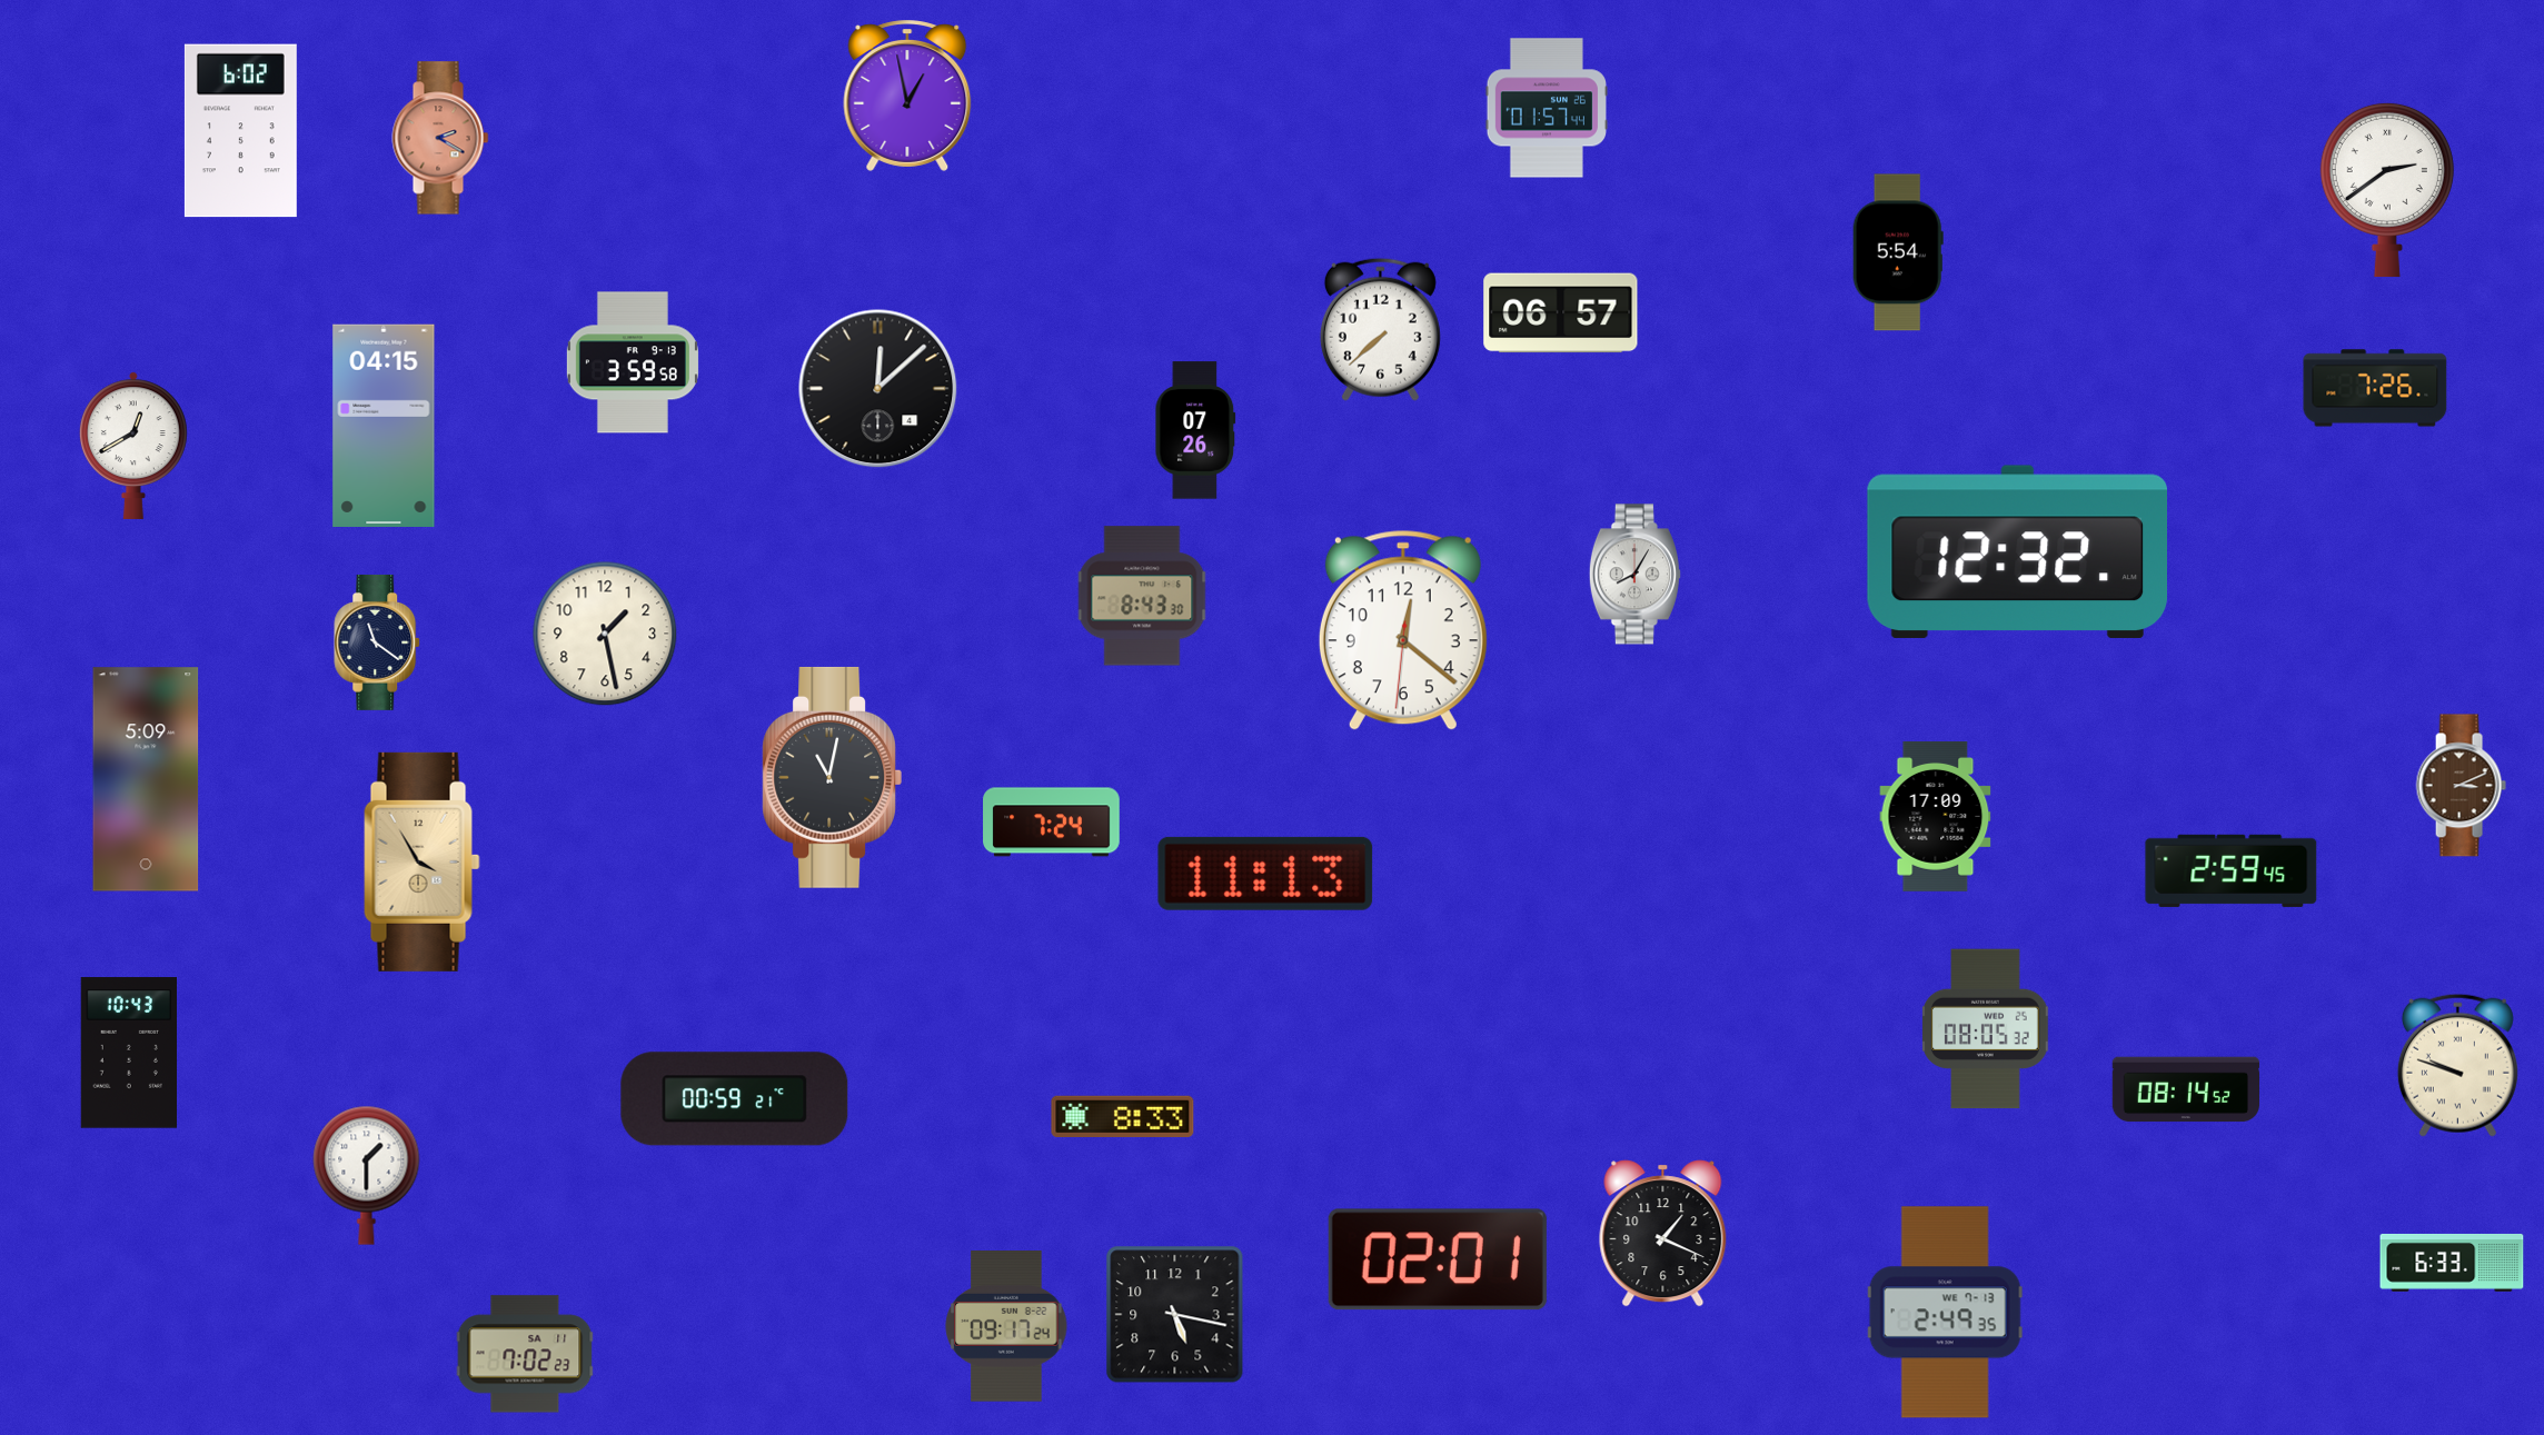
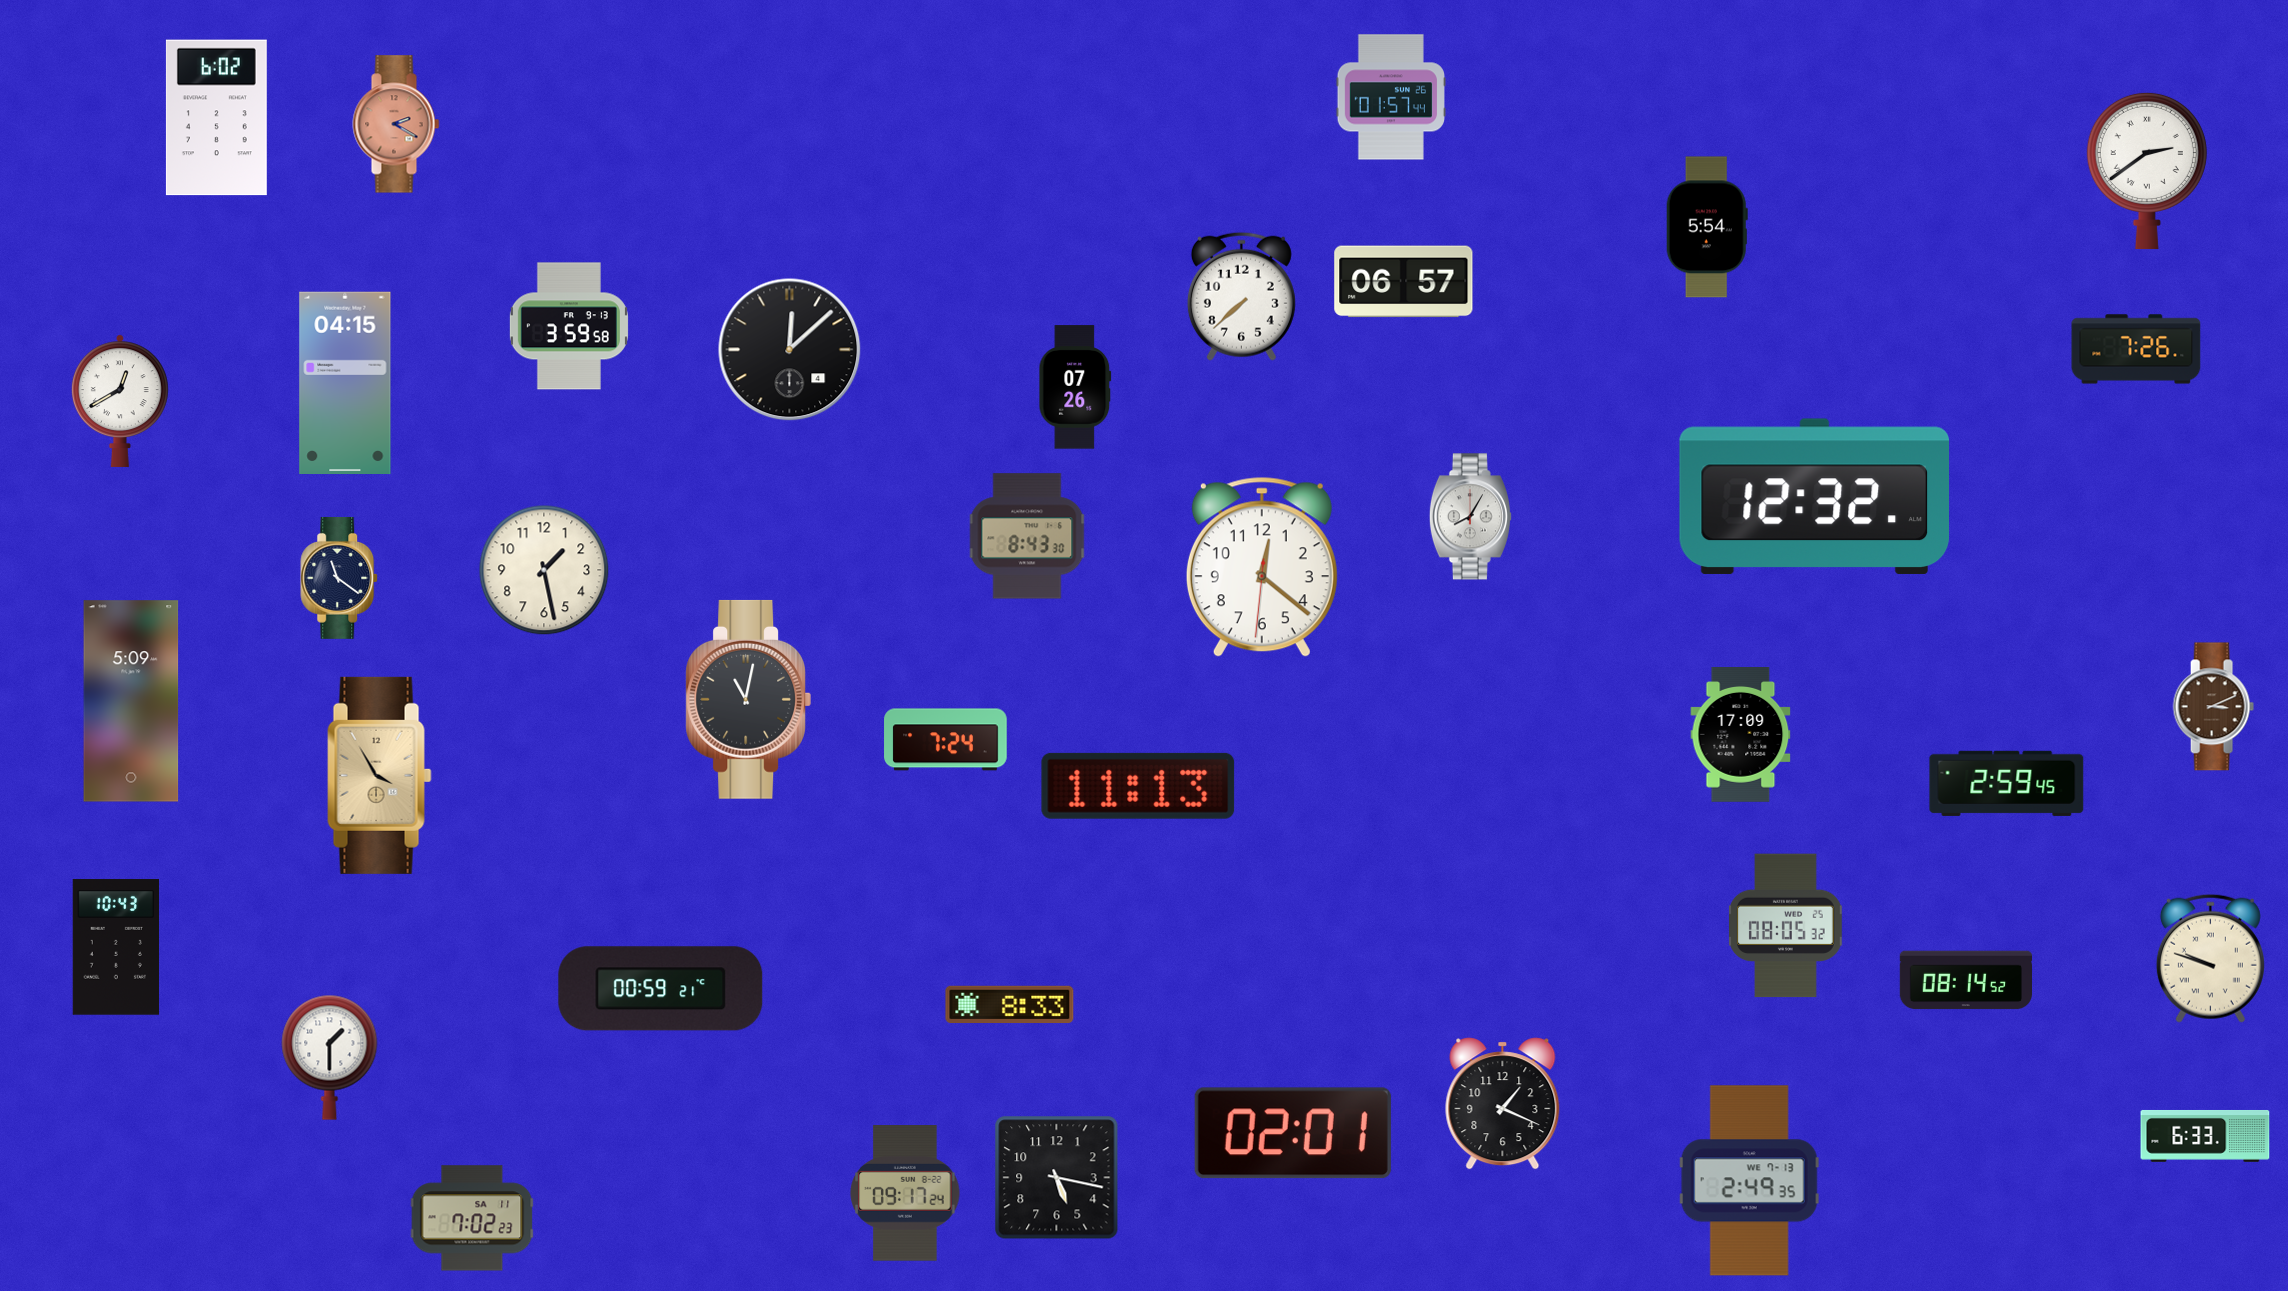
clock at (907, 96): 12:58 -> none
clock at (1663, 1234) position: (1663, 1234) -> (1503, 1104)
clock at (1175, 1315) position: (1175, 1315) -> (1057, 1178)
